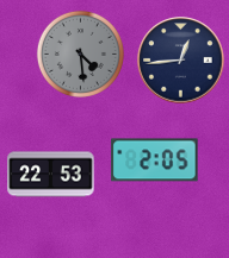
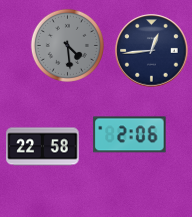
clock at (155, 161): 2:05 -> 2:06
clock at (51, 175): 22:53 -> 22:58
